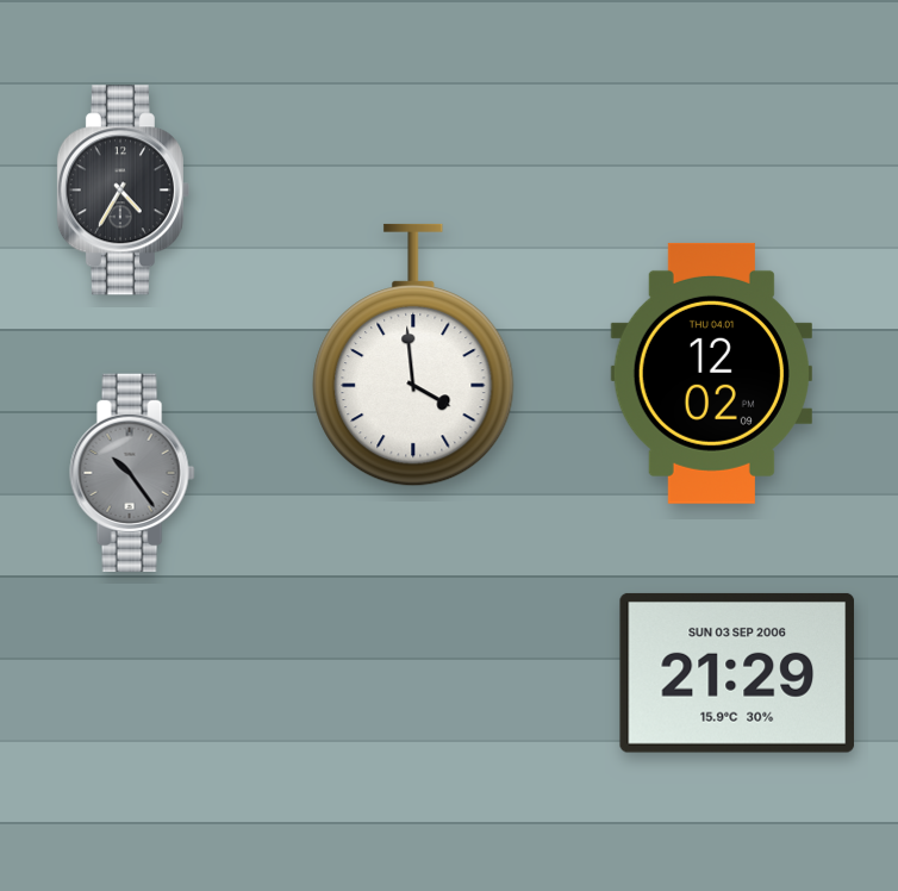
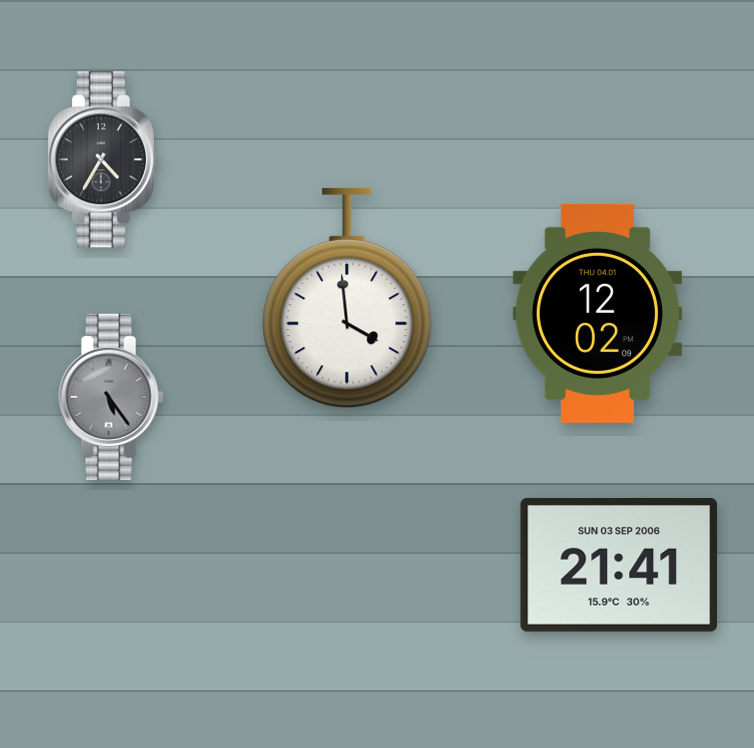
clock at (132, 472): 10:24 -> 5:24
clock at (737, 673): 21:29 -> 21:41
